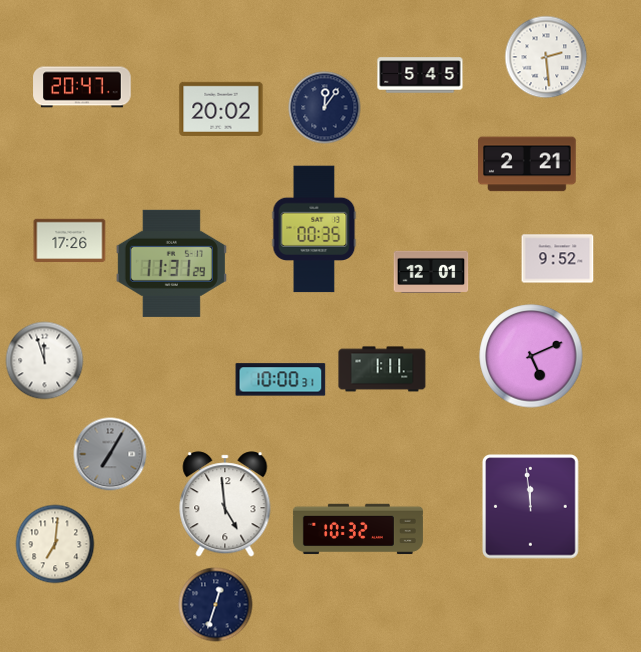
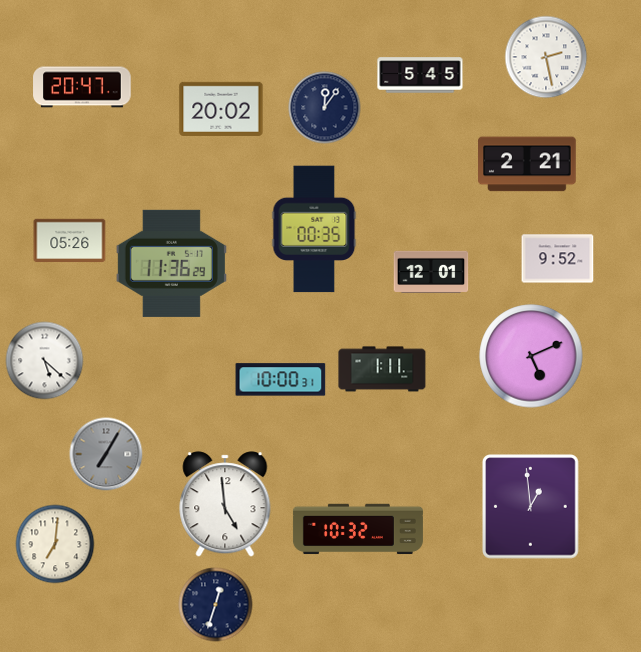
clock at (546, 57): 2:29 -> 2:28
clock at (70, 241): 17:26 -> 05:26
clock at (171, 263): 11:31 -> 11:36
clock at (45, 361): 11:57 -> 5:22
clock at (110, 454) position: (110, 454) -> (106, 454)
clock at (531, 507): 11:59 -> 12:59
